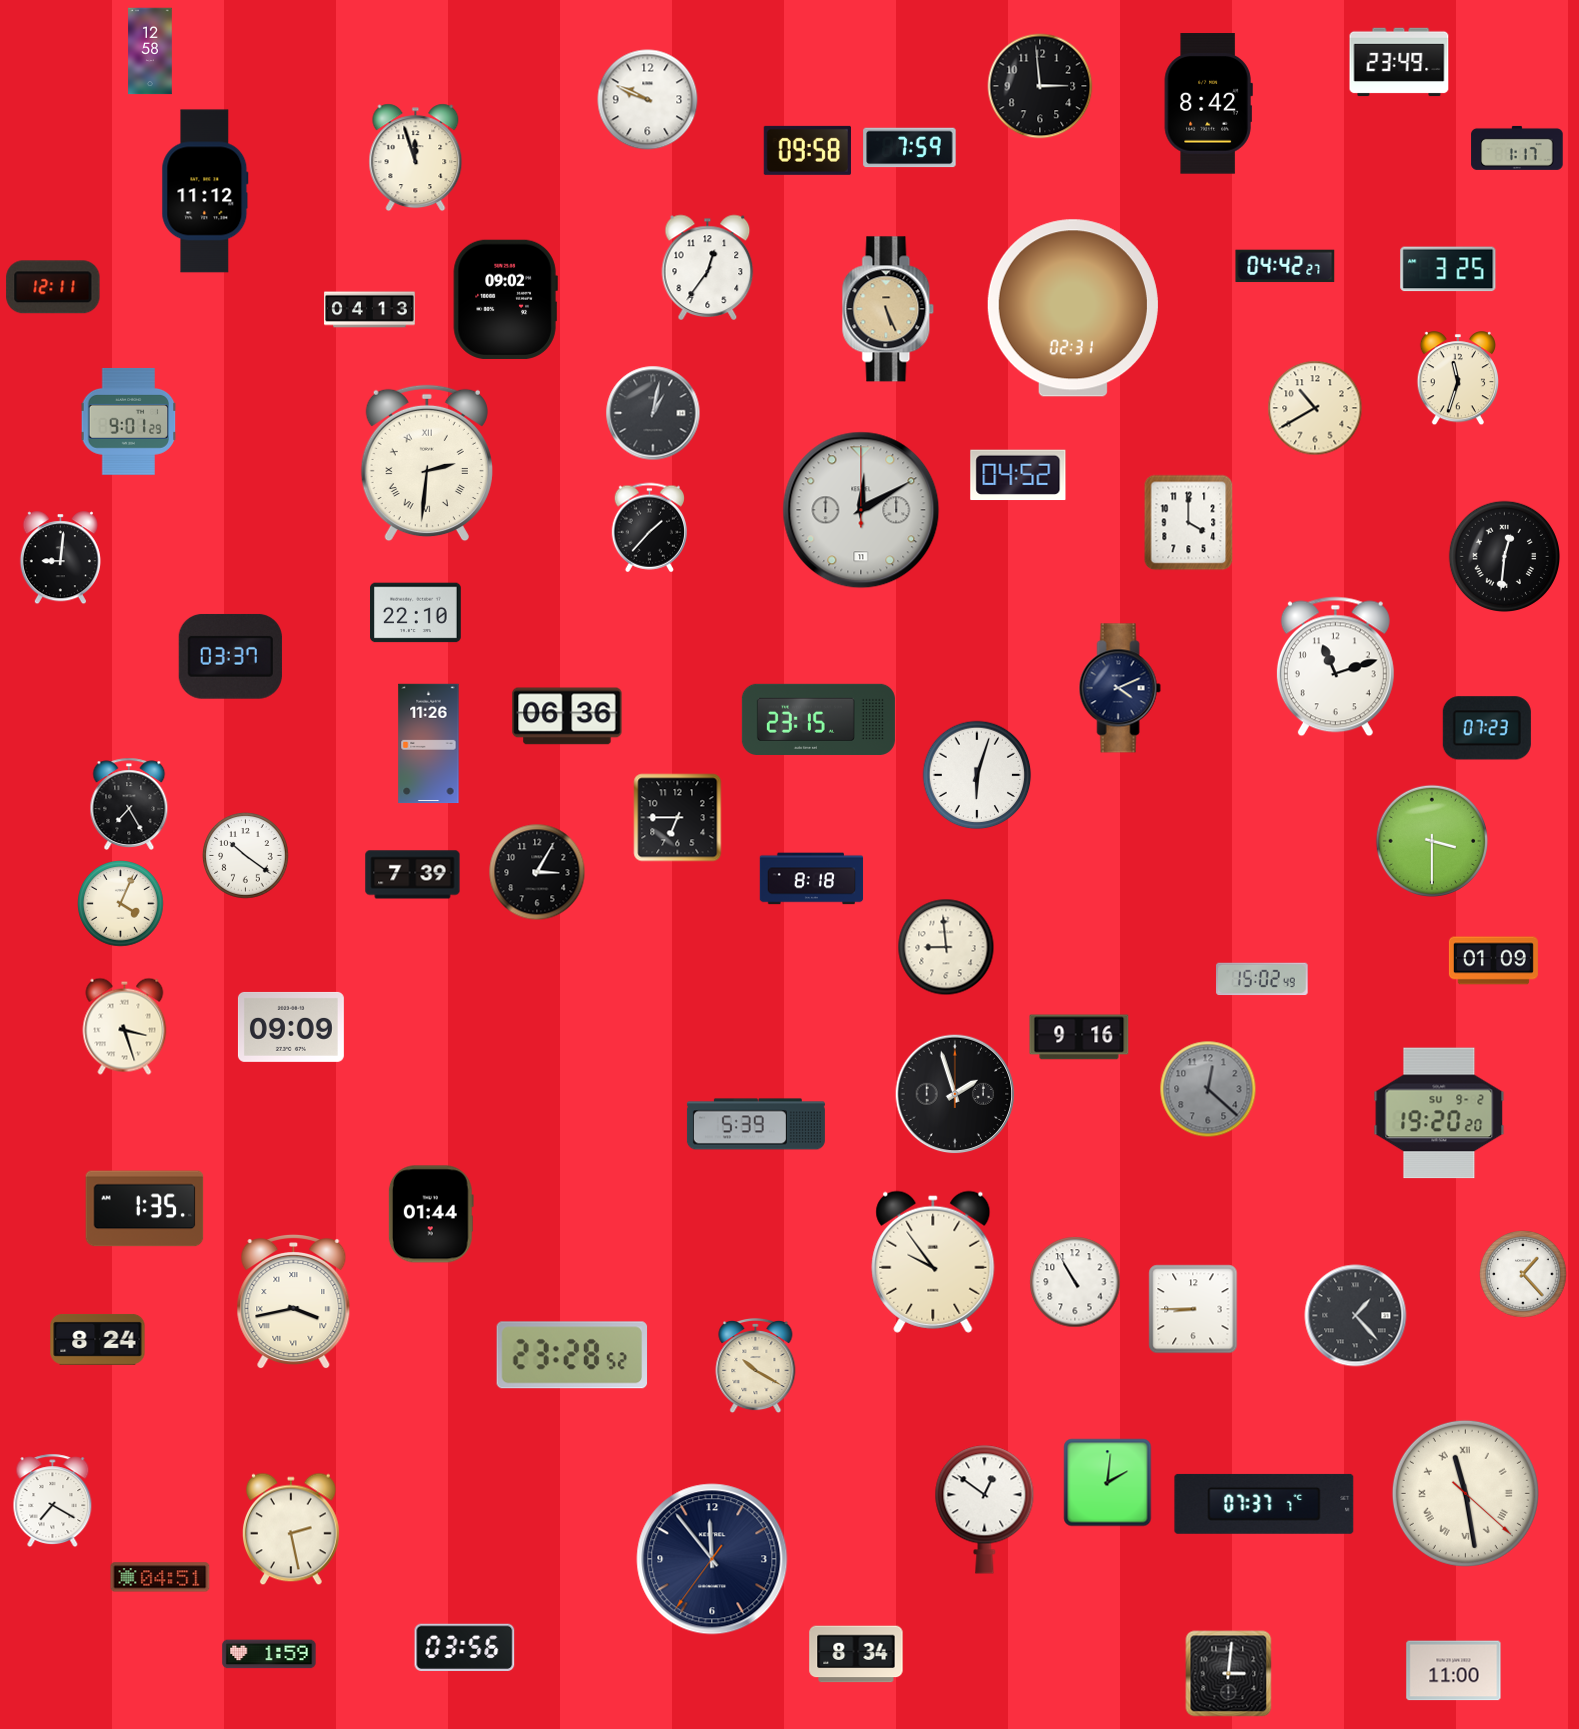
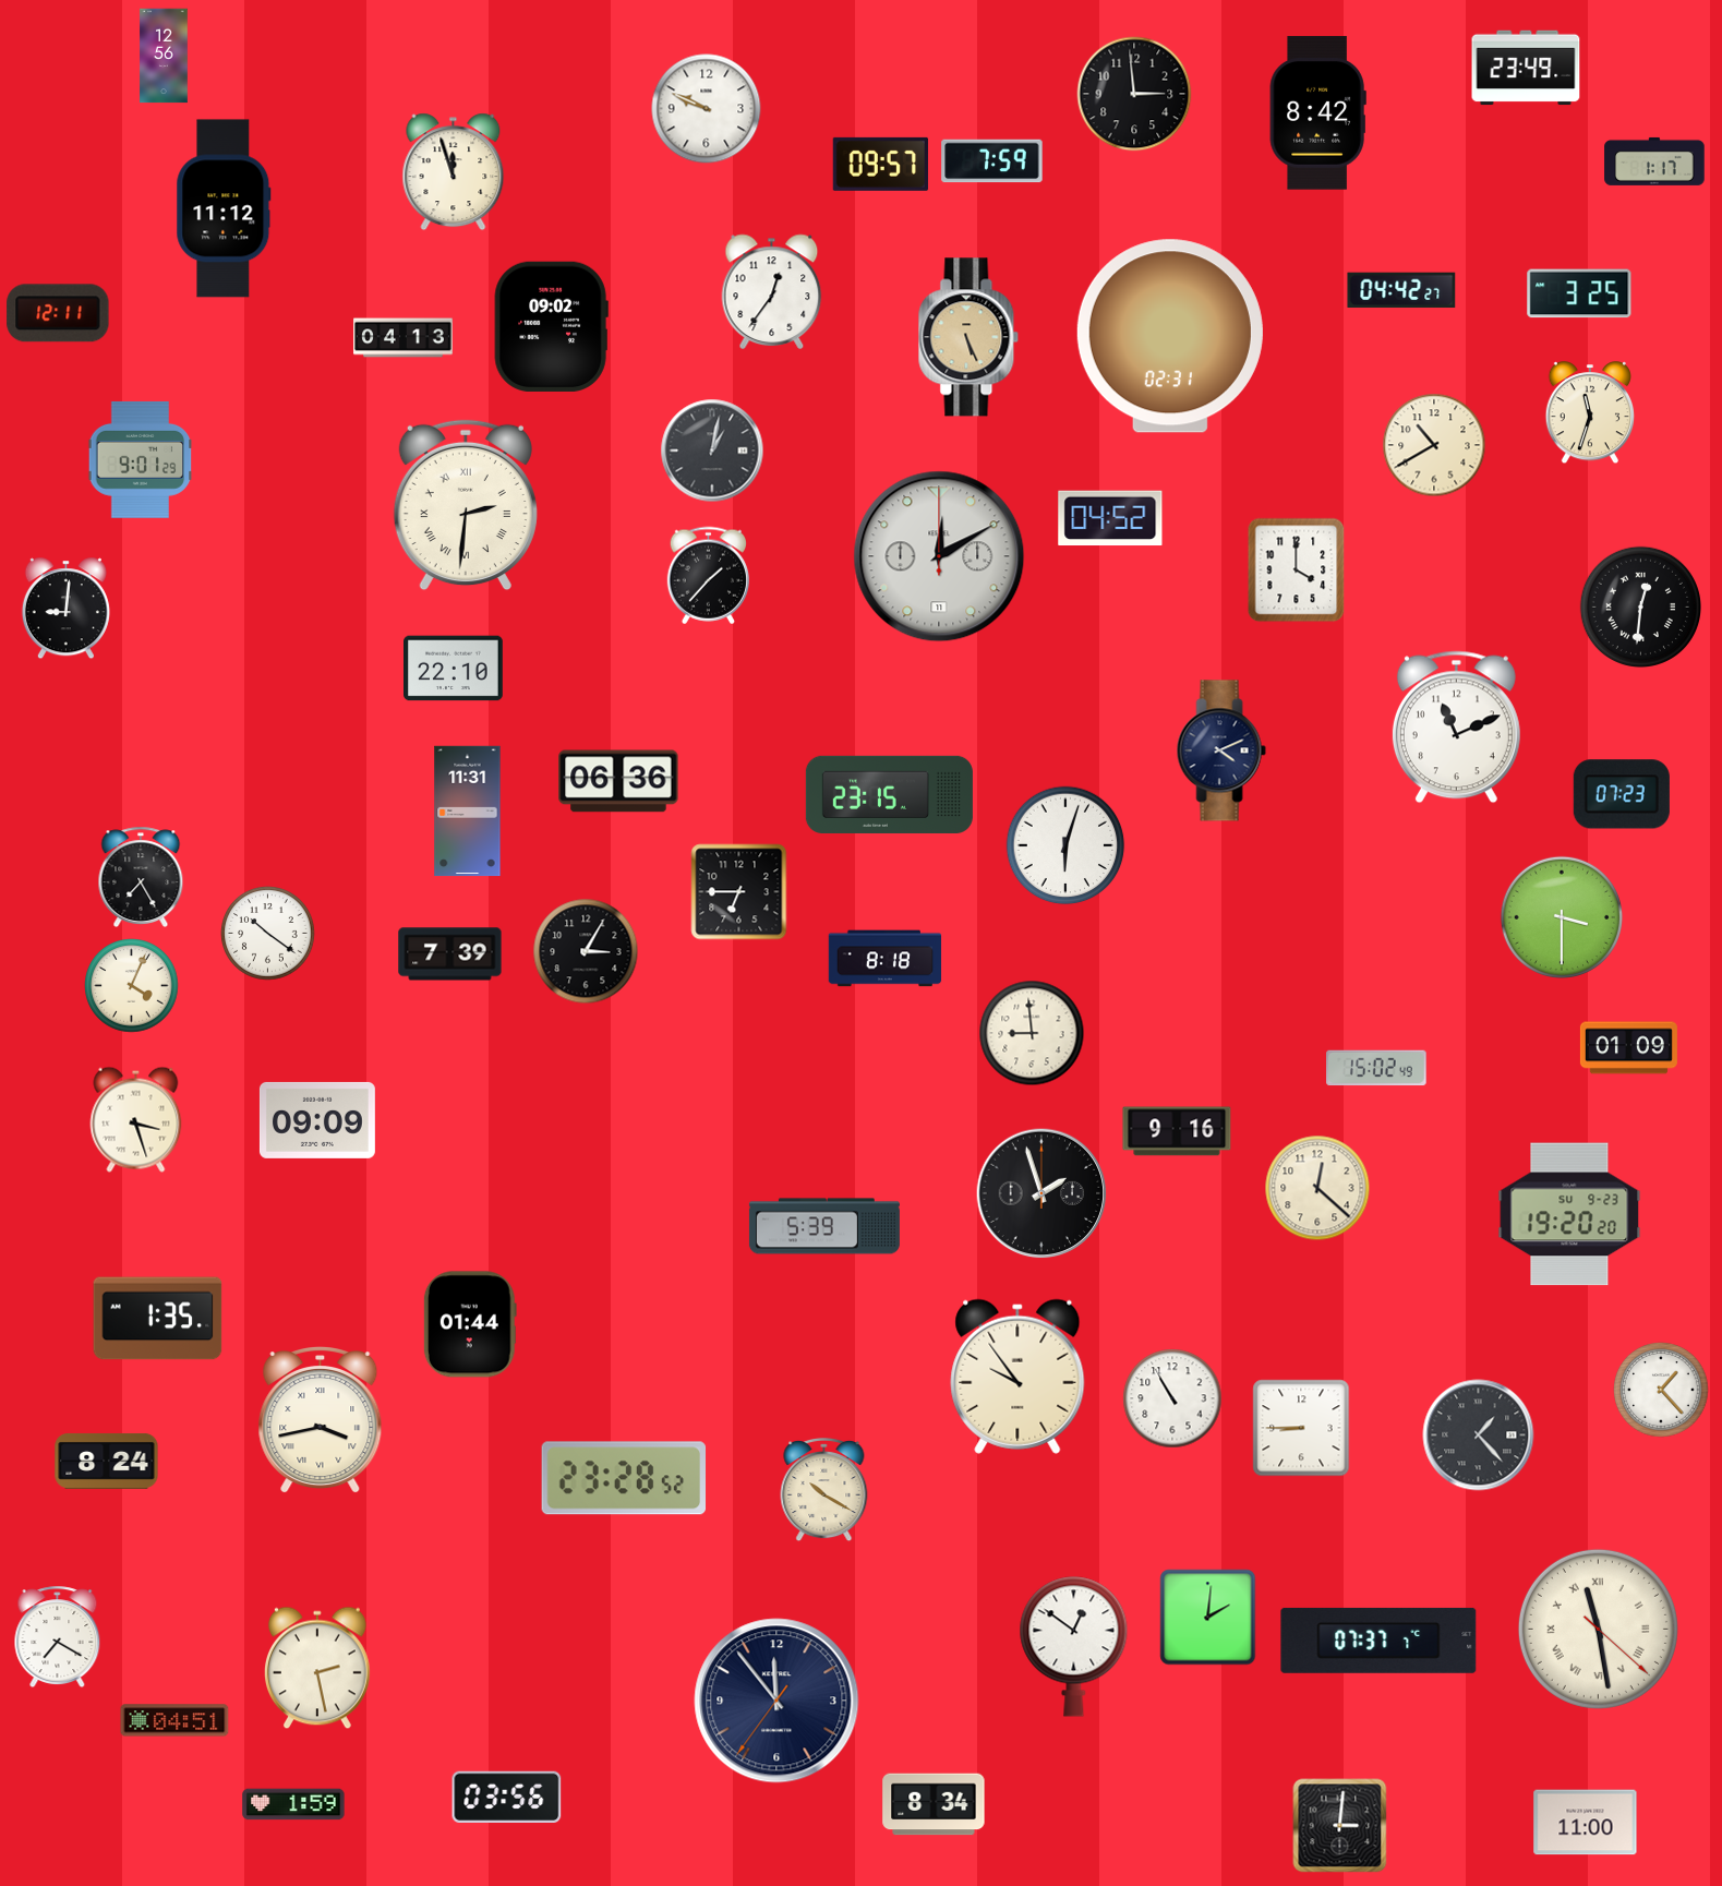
clock at (150, 51): 12:58 -> 12:56
clock at (807, 150): 09:58 -> 09:57
clock at (230, 657): 03:37 -> none
clock at (1335, 667): 11:12 -> 11:11
clock at (818, 719) position: (818, 719) -> (889, 794)
clock at (429, 744): 11:26 -> 11:31
clock at (1208, 1089) dial: grey -> cream
clock at (1439, 1113) date: SU 9-2 -> SU 9-23
